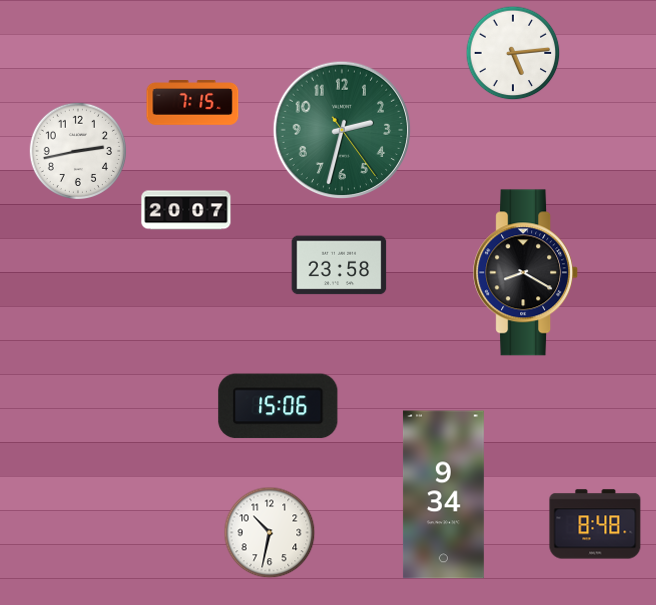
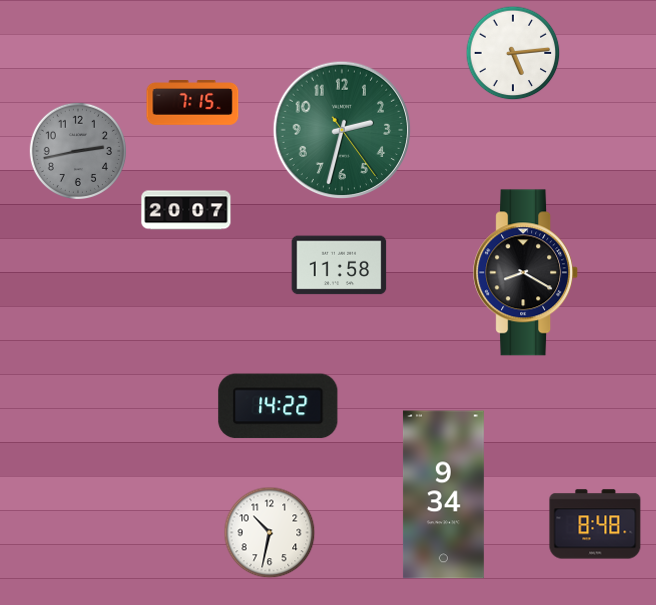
clock at (77, 150) dial: white -> grey
clock at (339, 265): 23:58 -> 11:58
clock at (278, 406): 15:06 -> 14:22
